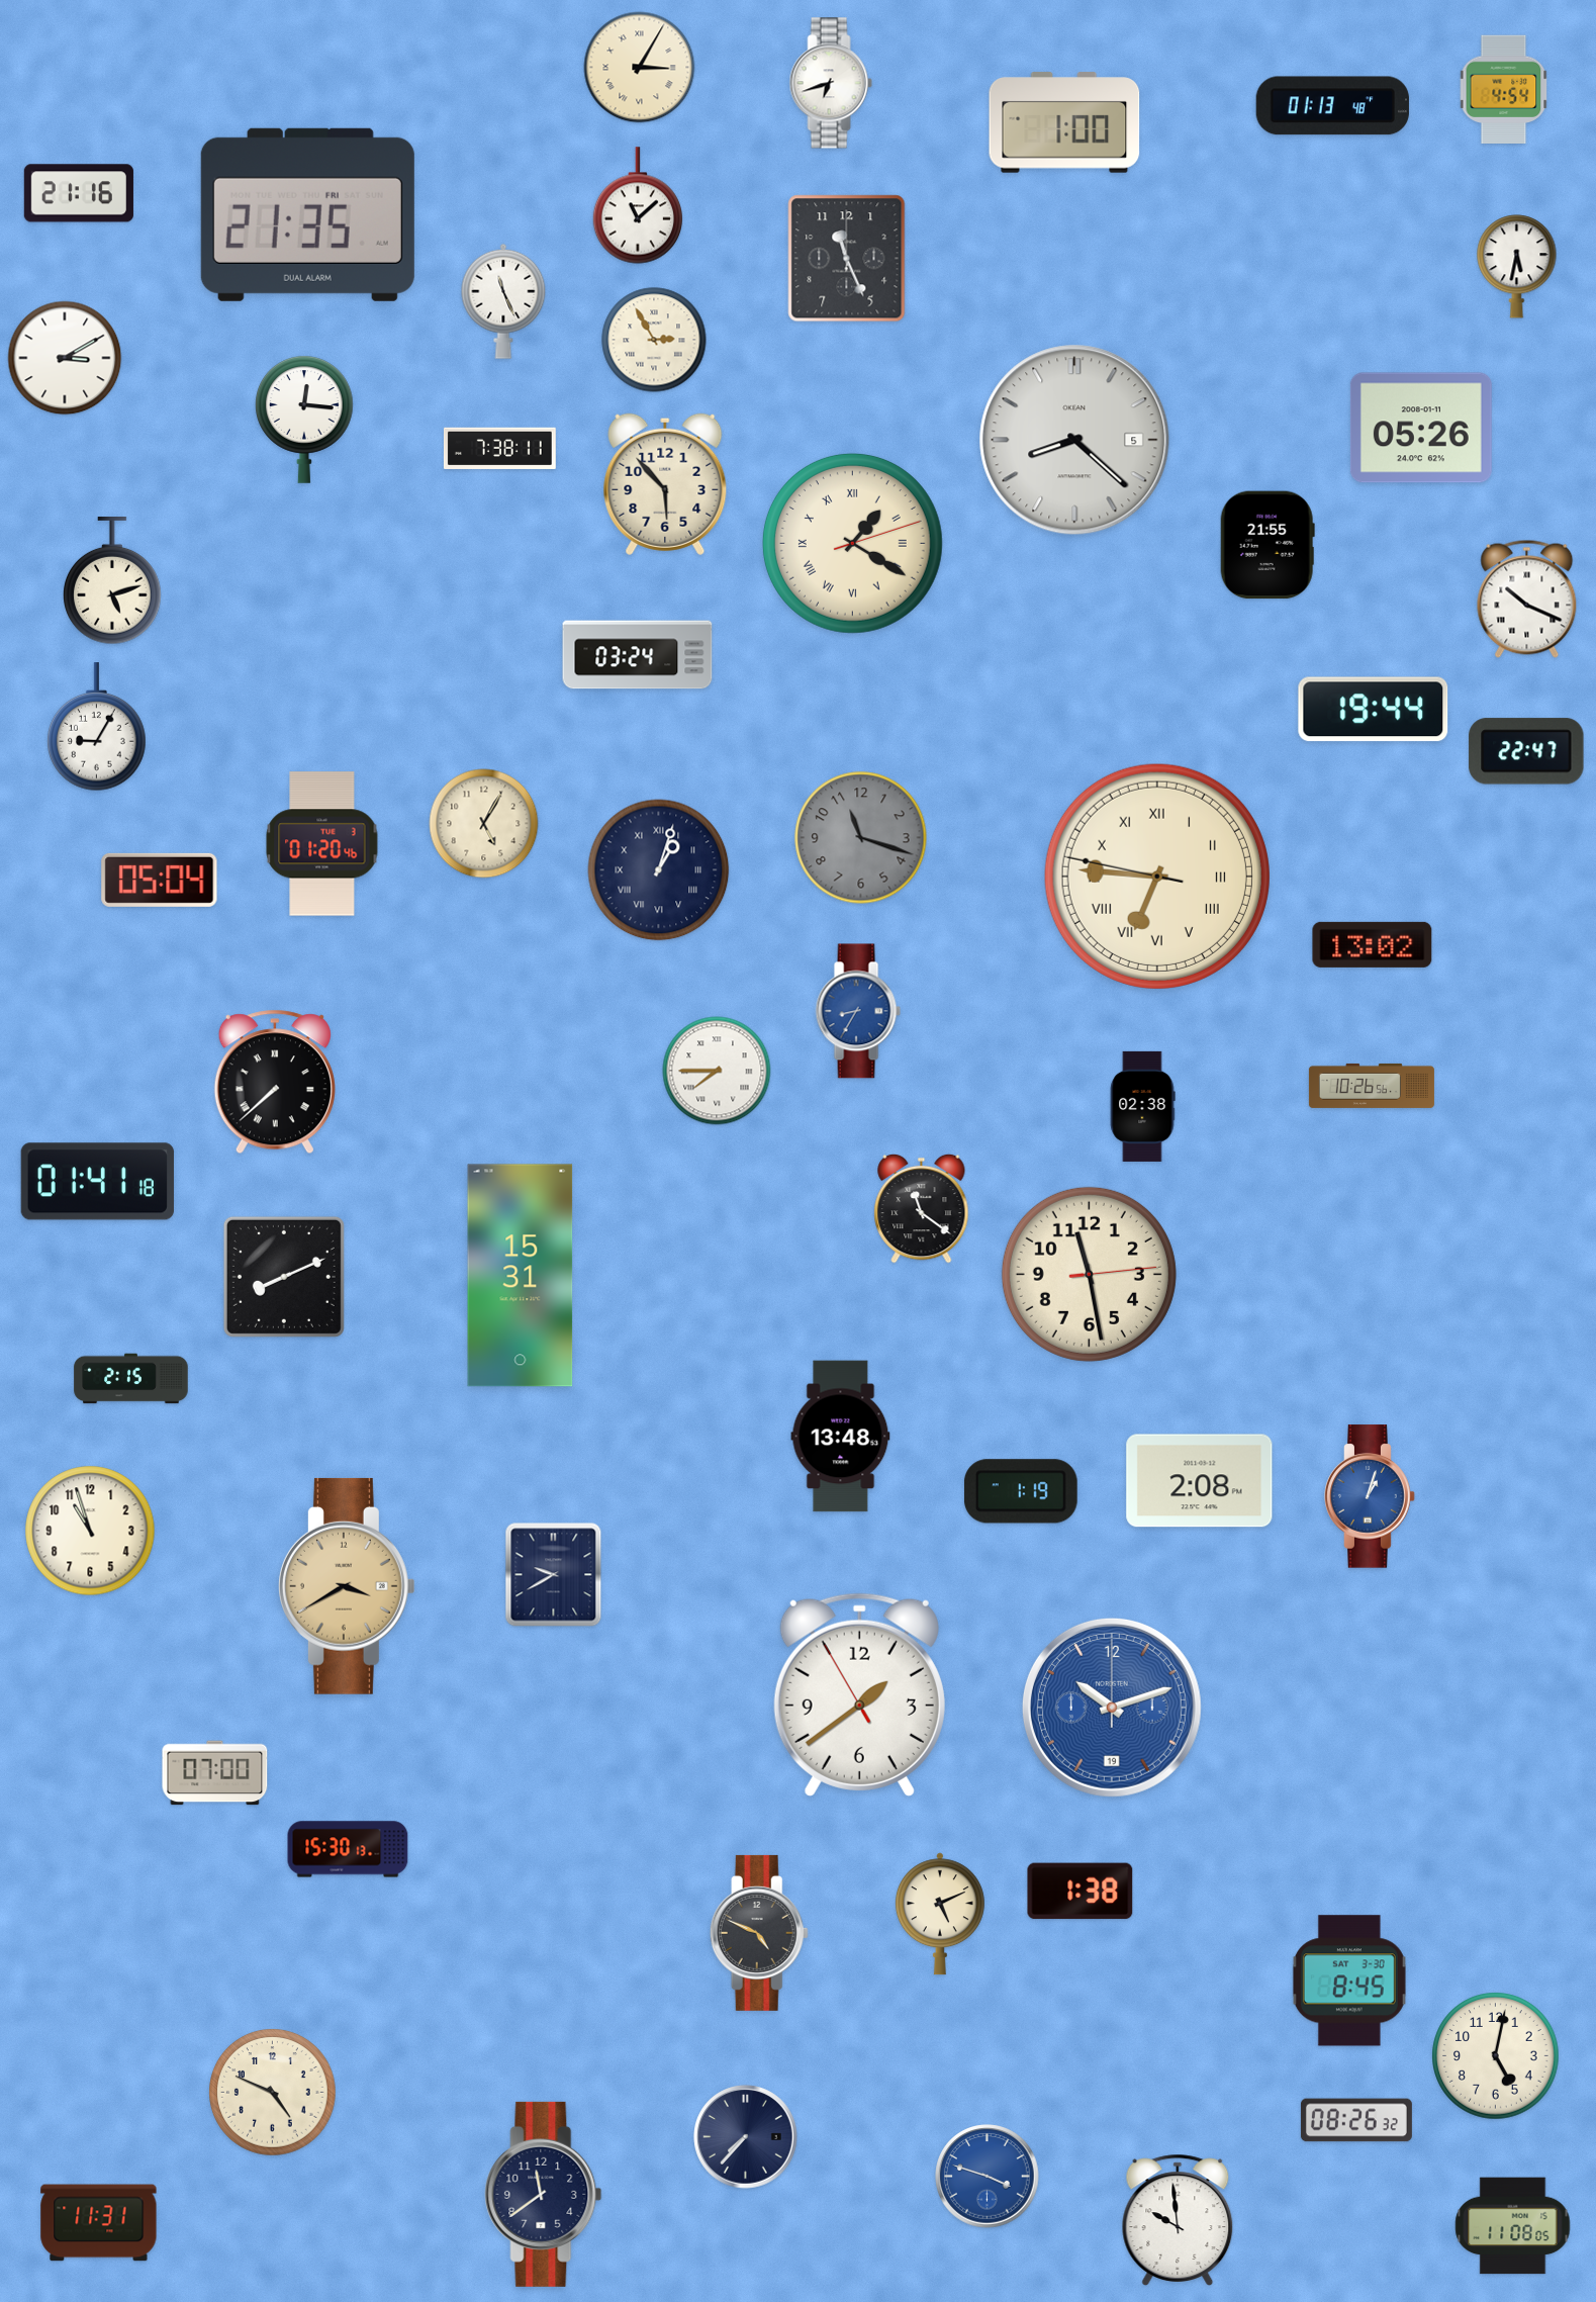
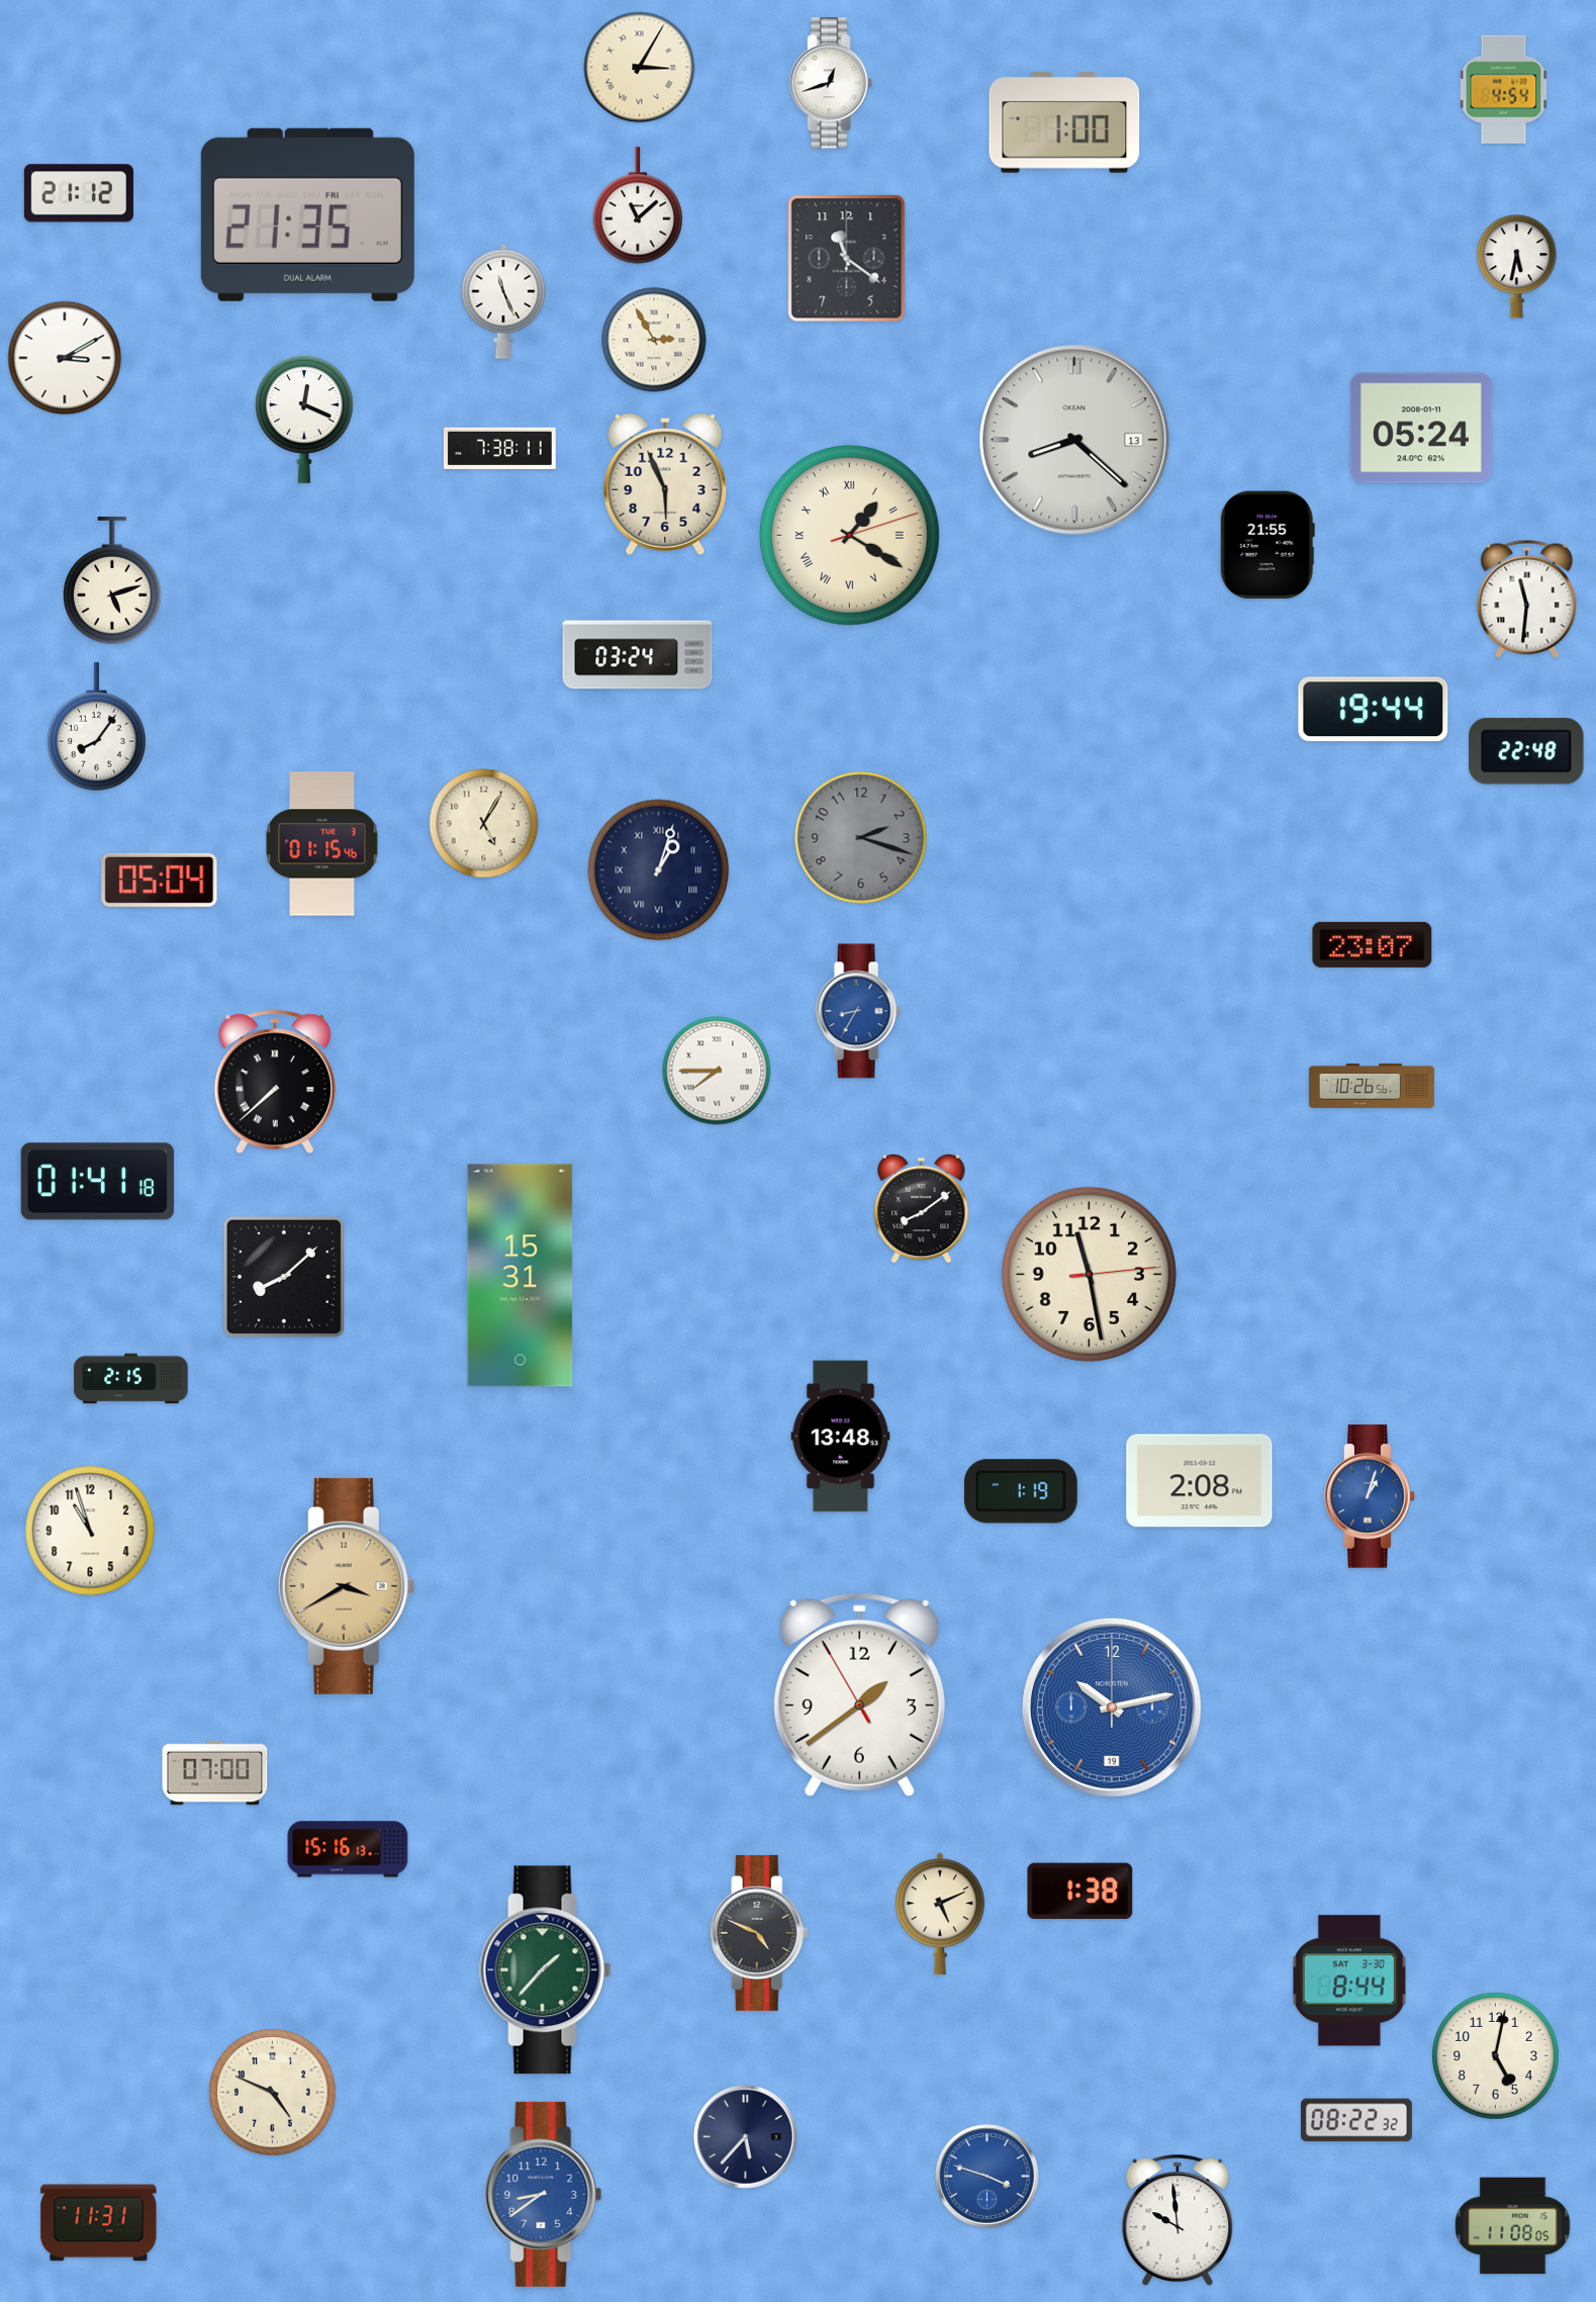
clock at (831, 83): 6:42 -> 12:42
clock at (1332, 106): 01:13 -> none
clock at (79, 193): 21:16 -> 21:12
clock at (847, 259): 11:26 -> 11:21
clock at (304, 420): 12:16 -> 12:19
clock at (1421, 428): 05:26 -> 05:24
clock at (1074, 440) date: 5 -> 13
clock at (665, 484): 5:53 -> 5:56
clock at (852, 543) position: (852, 543) -> (849, 535)
clock at (1527, 598): 10:19 -> 11:31
clock at (97, 727): 9:05 -> 8:06
clock at (1526, 751): 22:47 -> 22:48
clock at (861, 838): 11:18 -> 2:18
clock at (322, 844): 01:20 -> 01:15
clock at (1157, 877): 6:45 -> none
clock at (1373, 944): 13:02 -> 23:07
clock at (1142, 1106): 02:38 -> none
clock at (922, 1208): 11:21 -> 8:09
clock at (284, 1277): 8:11 -> 8:08
clock at (554, 1575): 9:40 -> none
clock at (1112, 1708): 10:12 -> 10:13
clock at (348, 1849): 15:30 -> 15:16
clock at (546, 1970): none -> 1:37
clock at (1349, 1981): 8:45 -> 8:44
clock at (1356, 2120): 08:26 -> 08:22
clock at (746, 2137): 7:37 -> 5:37
clock at (544, 2194): 11:39 -> 8:39
clock at (544, 2194) dial: navy -> blue
